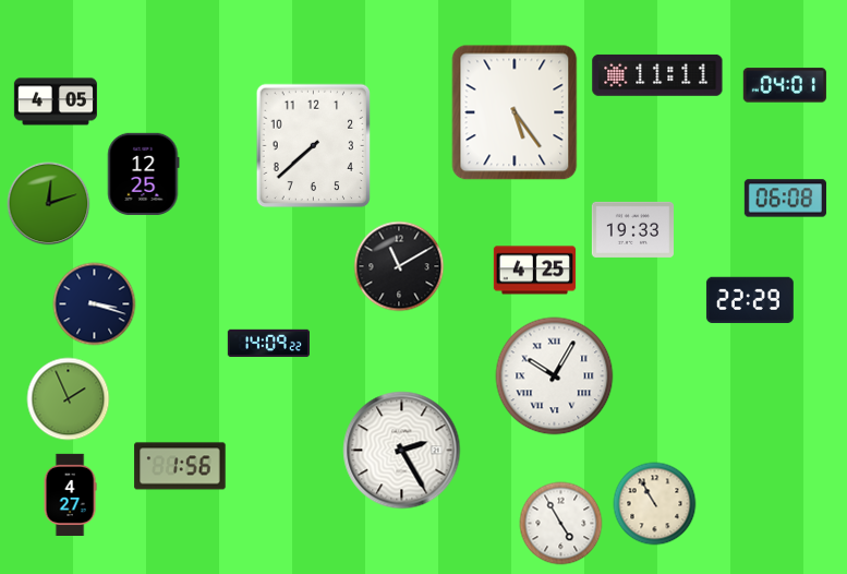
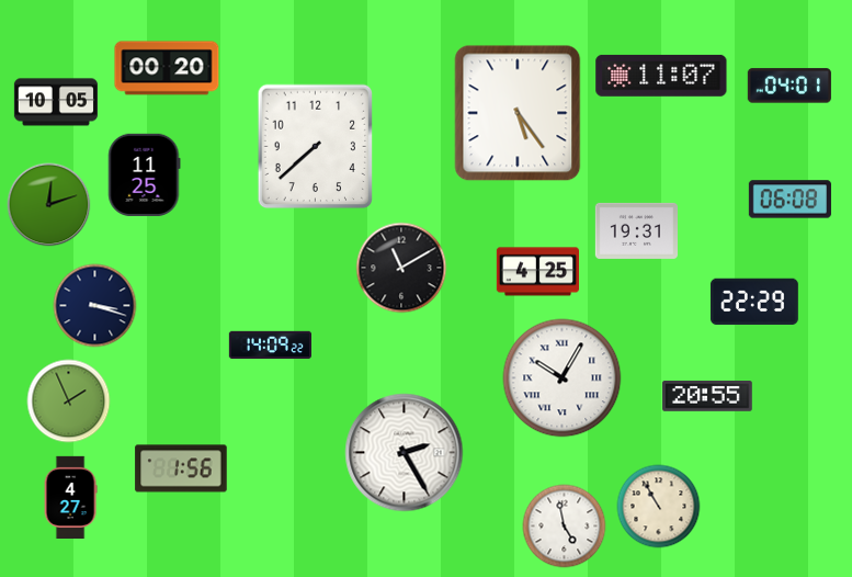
clock at (167, 68): none -> 00:20
clock at (657, 75): 11:11 -> 11:07
clock at (56, 101): 4:05 -> 10:05
clock at (143, 174): 12:25 -> 11:25
clock at (632, 229): 19:33 -> 19:31
clock at (555, 376) position: (555, 376) -> (563, 378)
clock at (707, 397): none -> 20:55
clock at (561, 524): 4:55 -> 4:58
